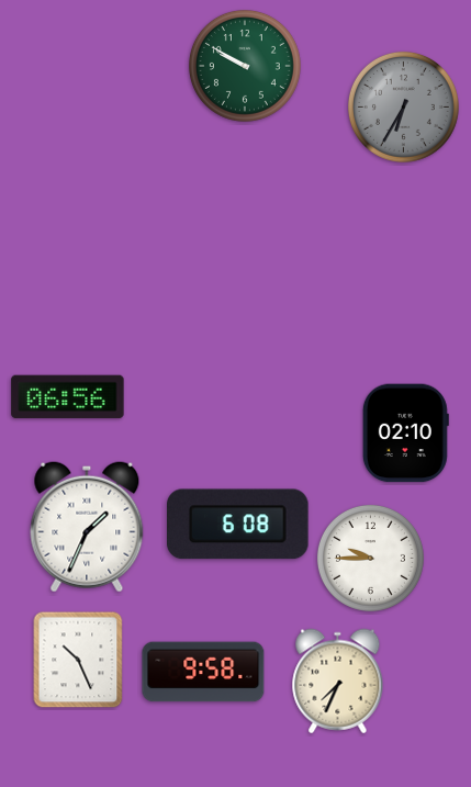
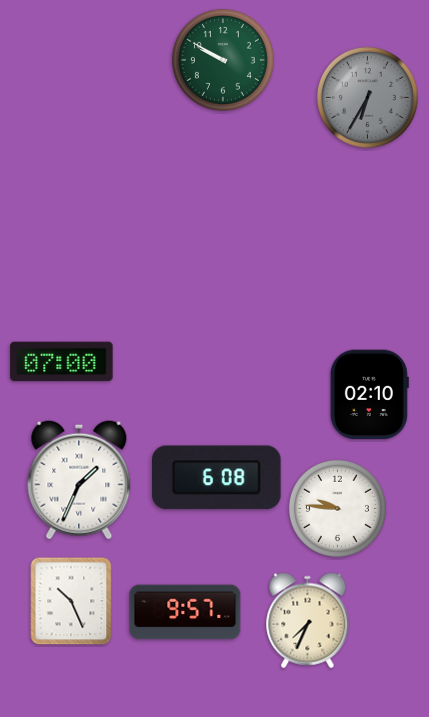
clock at (68, 397): 06:56 -> 07:00
clock at (370, 558): 9:45 -> 9:46
clock at (203, 672): 9:58 -> 9:57
